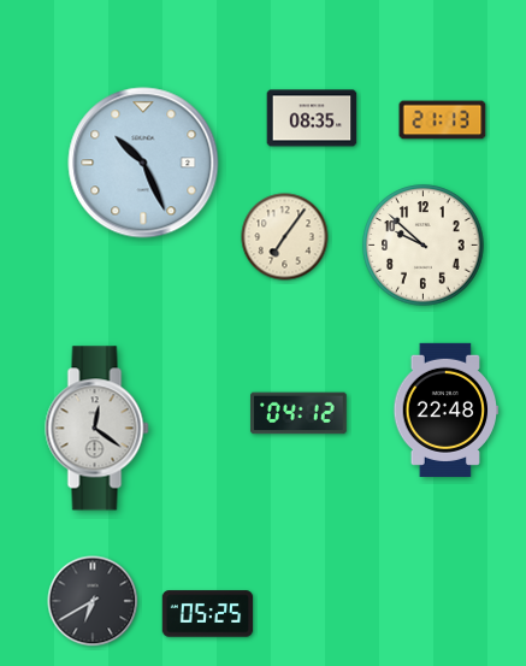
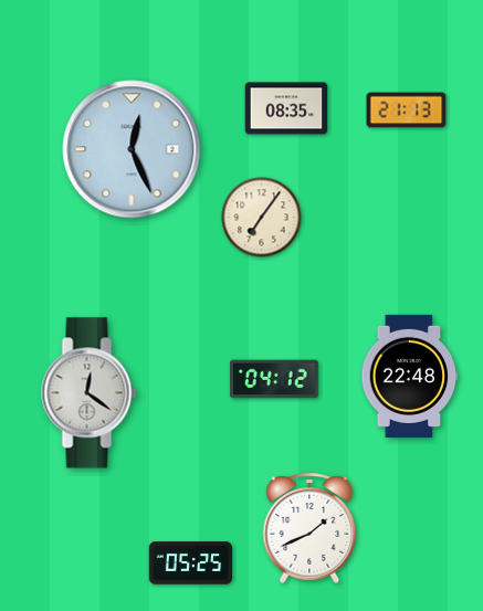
clock at (143, 163): 10:26 -> 12:26
clock at (424, 246): 9:52 -> none
clock at (309, 528): none -> 1:41
clock at (93, 601): 6:40 -> none
